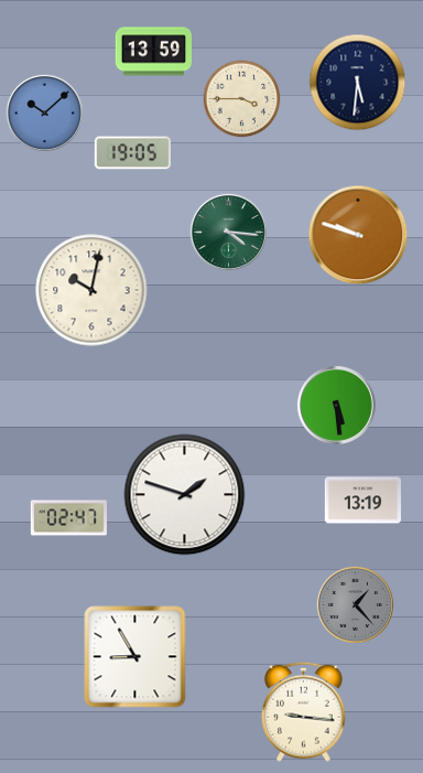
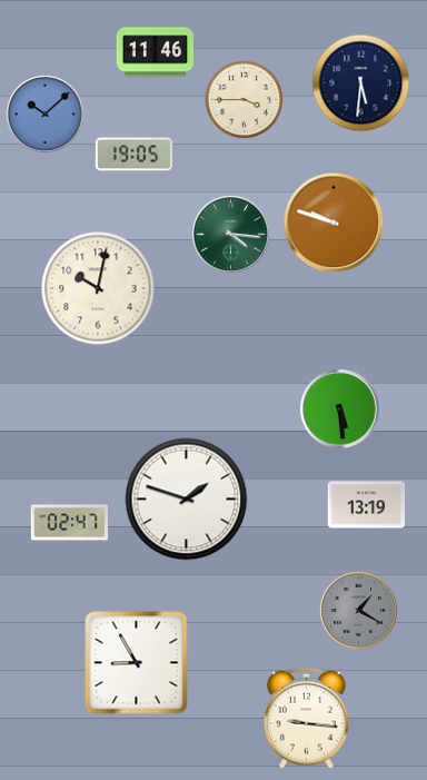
clock at (153, 52): 13:59 -> 11:46
clock at (358, 235) position: (358, 235) -> (334, 223)
clock at (91, 290) position: (91, 290) -> (98, 288)
clock at (355, 604): 1:23 -> 1:20
